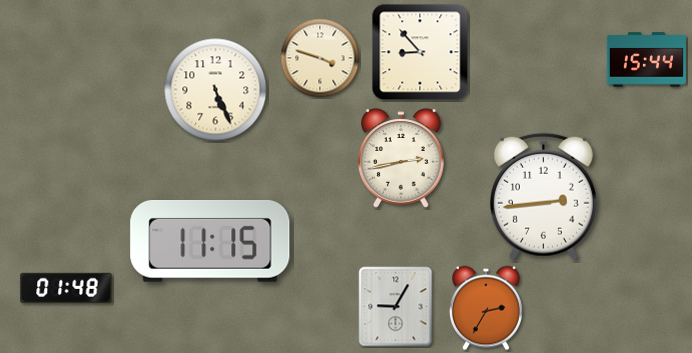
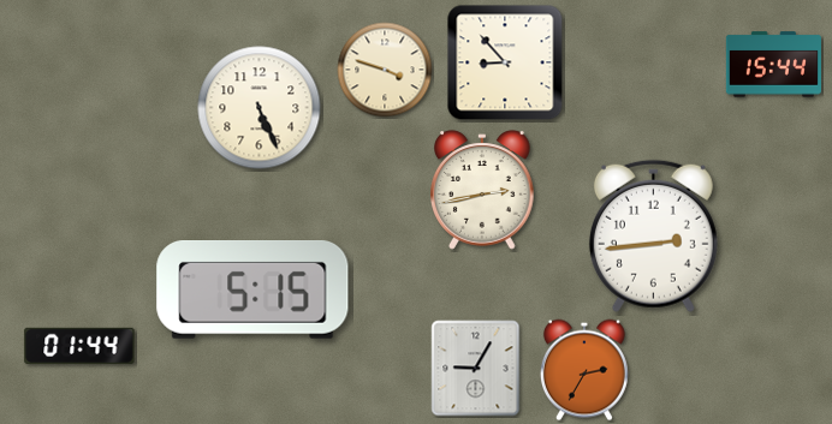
clock at (646, 60) position: (646, 60) -> (773, 65)
clock at (210, 242): 11:15 -> 5:15
clock at (66, 288): 01:48 -> 01:44
